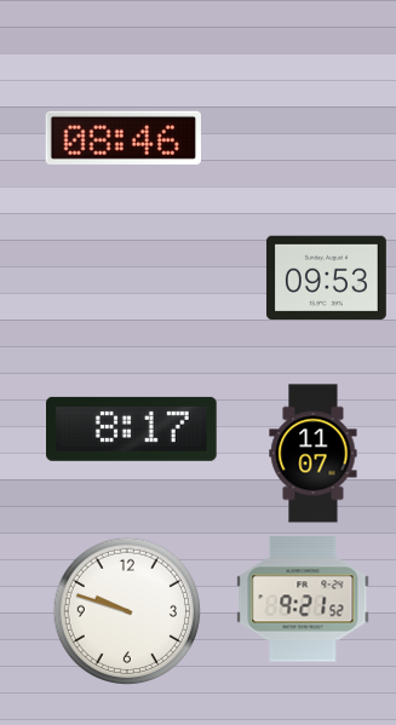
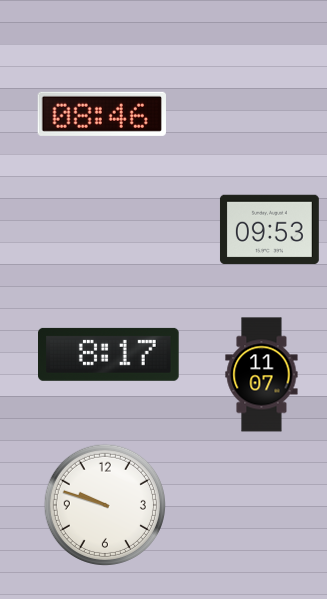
clock at (314, 454) position: (314, 454) -> (262, 375)
clock at (303, 599): 9:21 -> none
